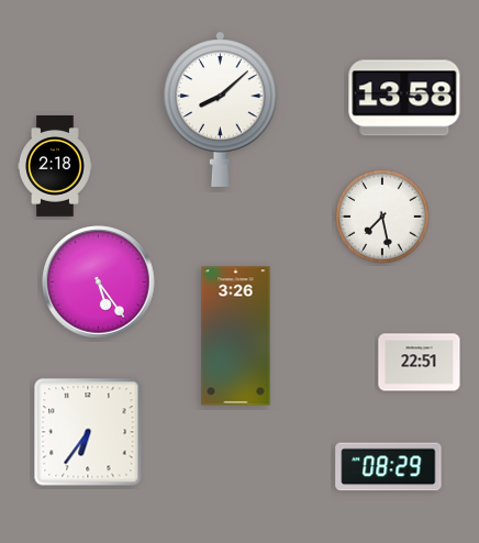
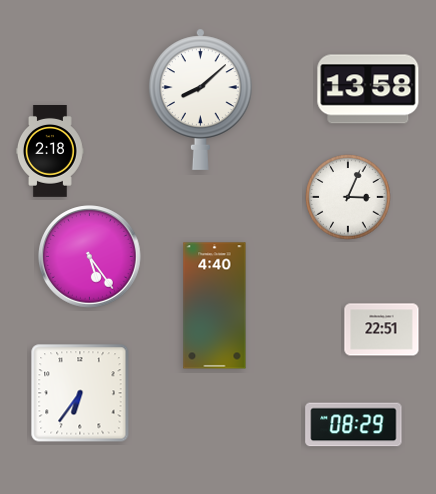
clock at (382, 217): 7:28 -> 3:04
clock at (236, 336): 3:26 -> 4:40
